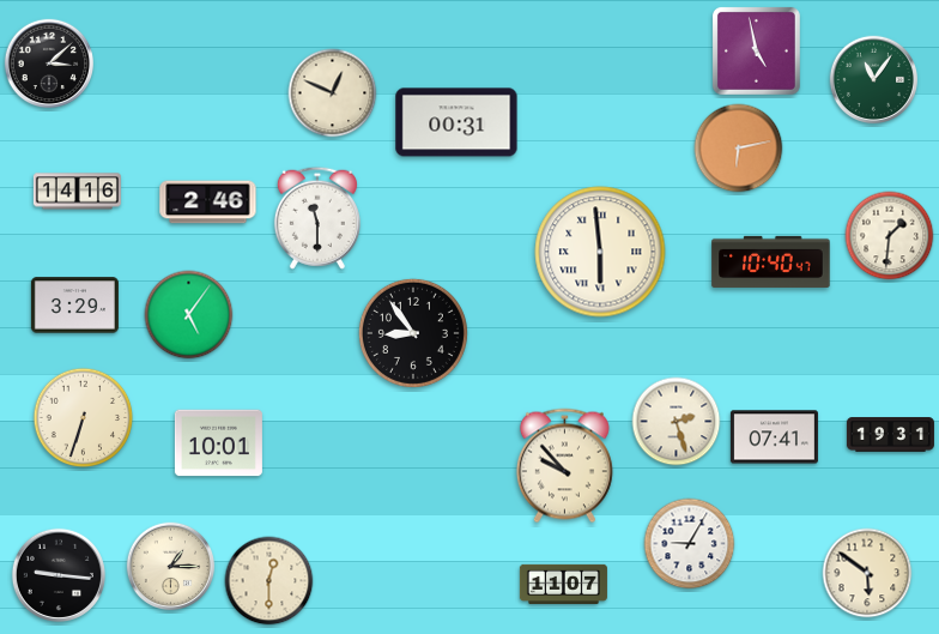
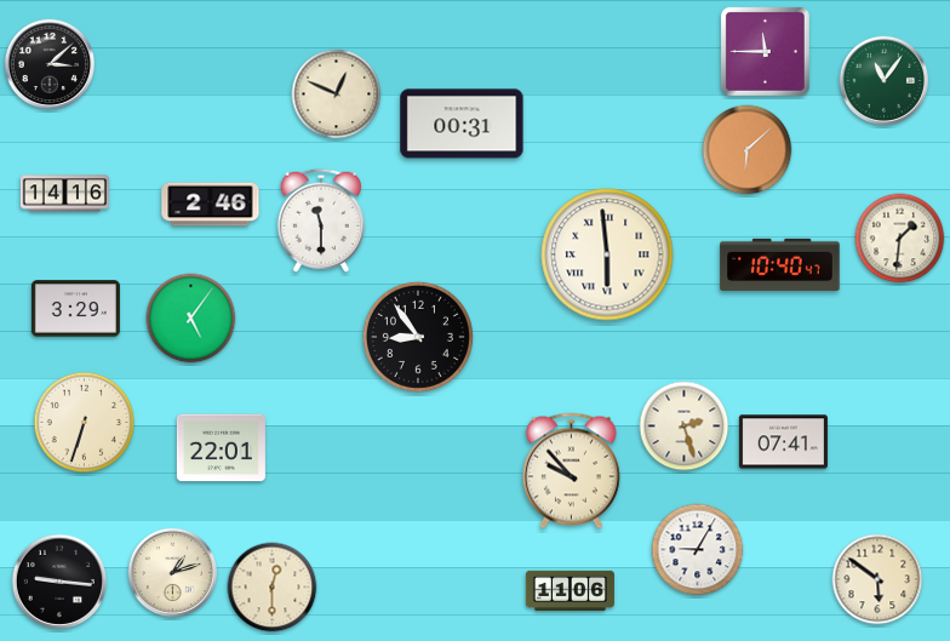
clock at (756, 50): 4:58 -> 11:45
clock at (739, 149): 6:13 -> 6:08
clock at (77, 192) position: (77, 192) -> (64, 194)
clock at (890, 435): 19:31 -> none
clock at (218, 443): 10:01 -> 22:01
clock at (171, 567): 1:15 -> 1:12
clock at (563, 584): 11:07 -> 11:06
